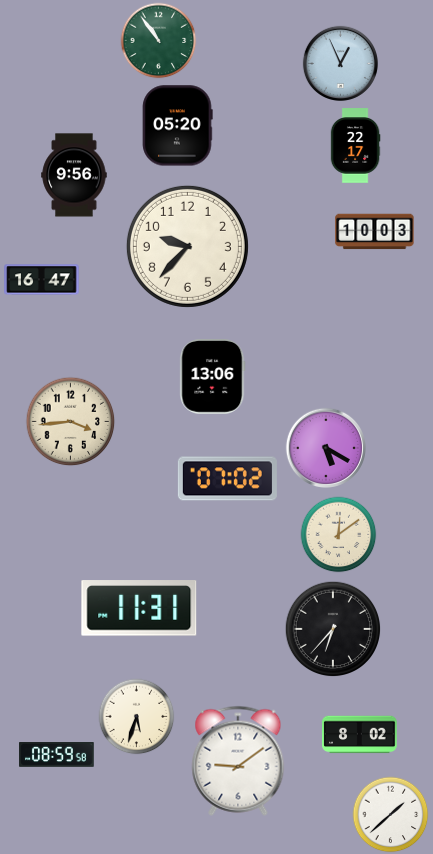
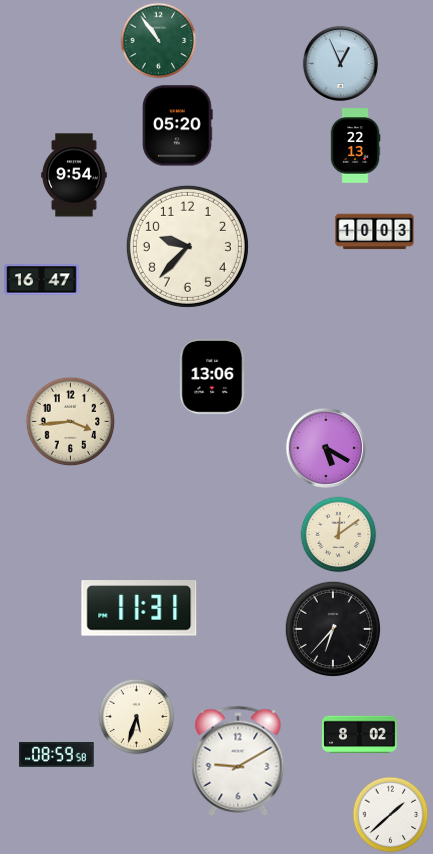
clock at (355, 146): 22:17 -> 22:13
clock at (74, 175): 9:56 -> 9:54
clock at (227, 479): 07:02 -> none
clock at (238, 761): 9:09 -> 9:10
